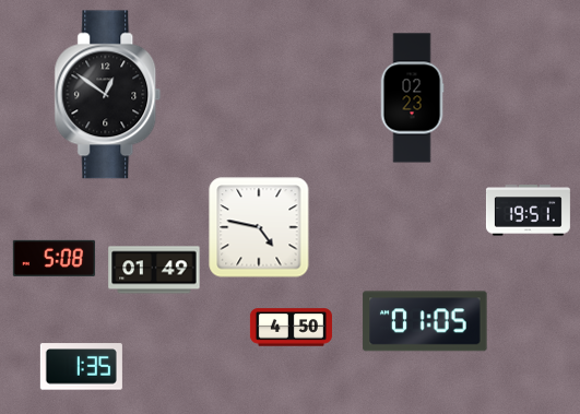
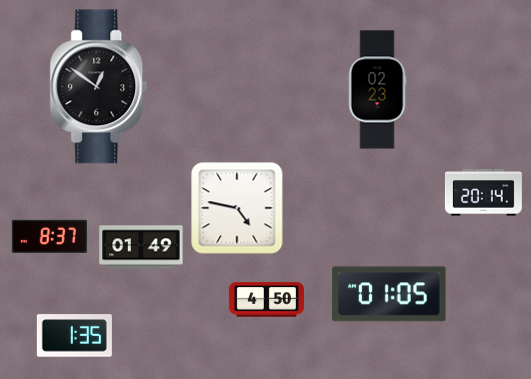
clock at (528, 211): 19:51 -> 20:14
clock at (54, 258): 5:08 -> 8:37
